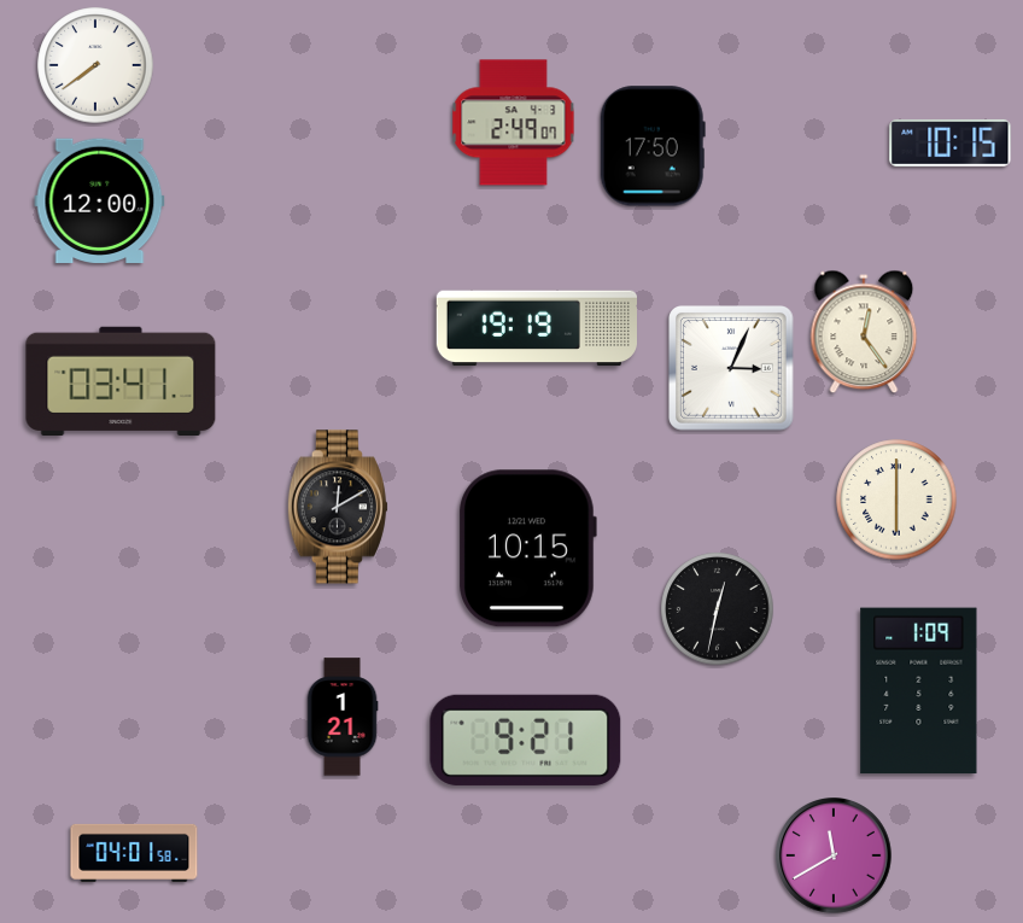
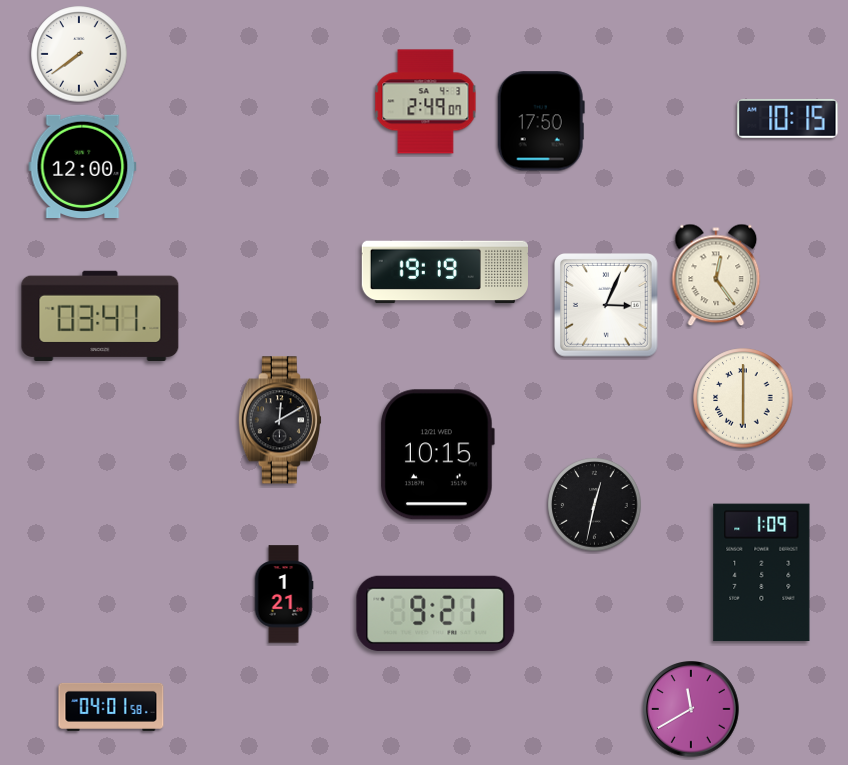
clock at (896, 500) position: (896, 500) -> (743, 398)
